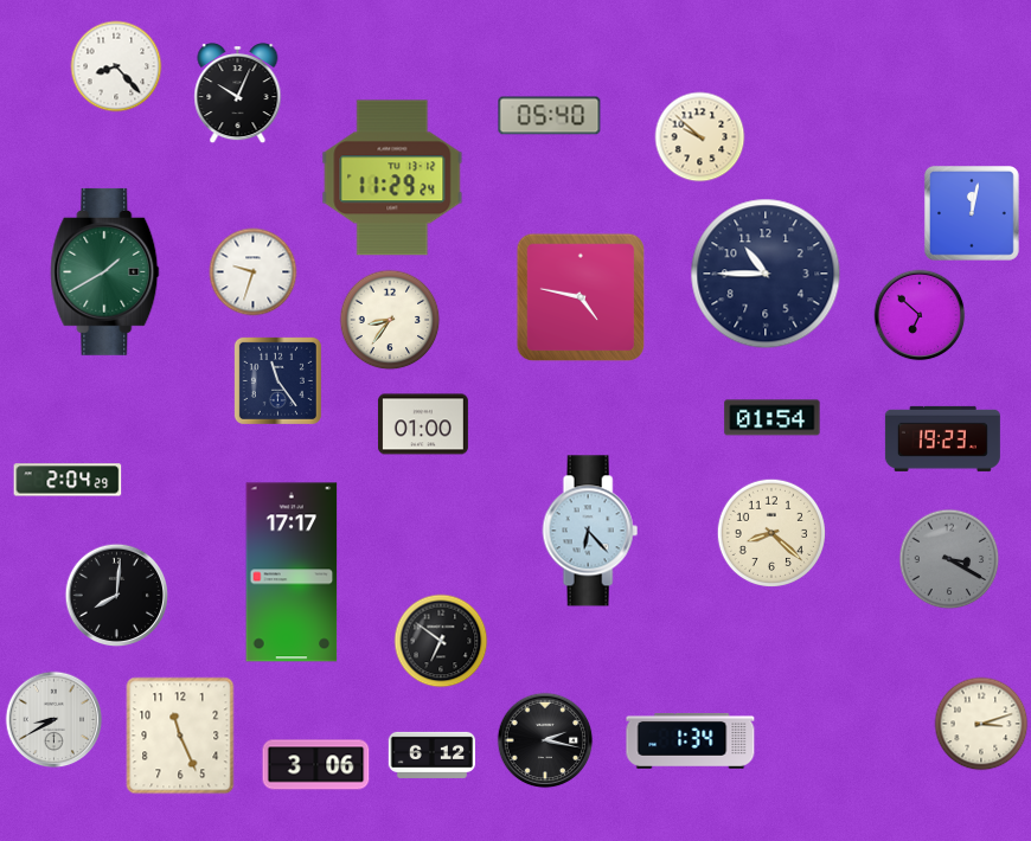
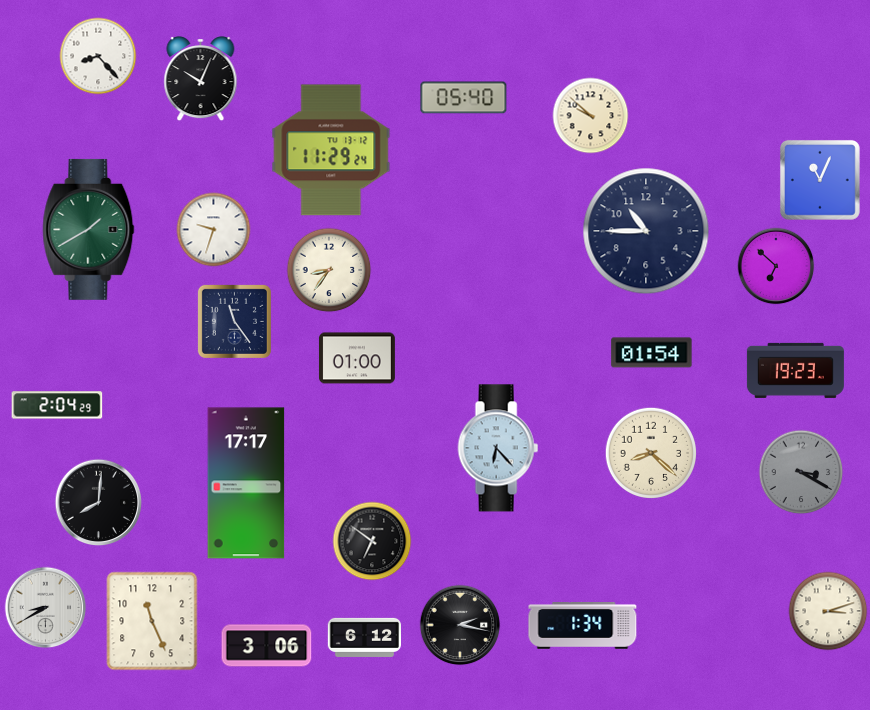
clock at (972, 213): 12:02 -> 11:04
clock at (581, 297): 4:47 -> none
clock at (770, 532) position: (770, 532) -> (650, 452)
